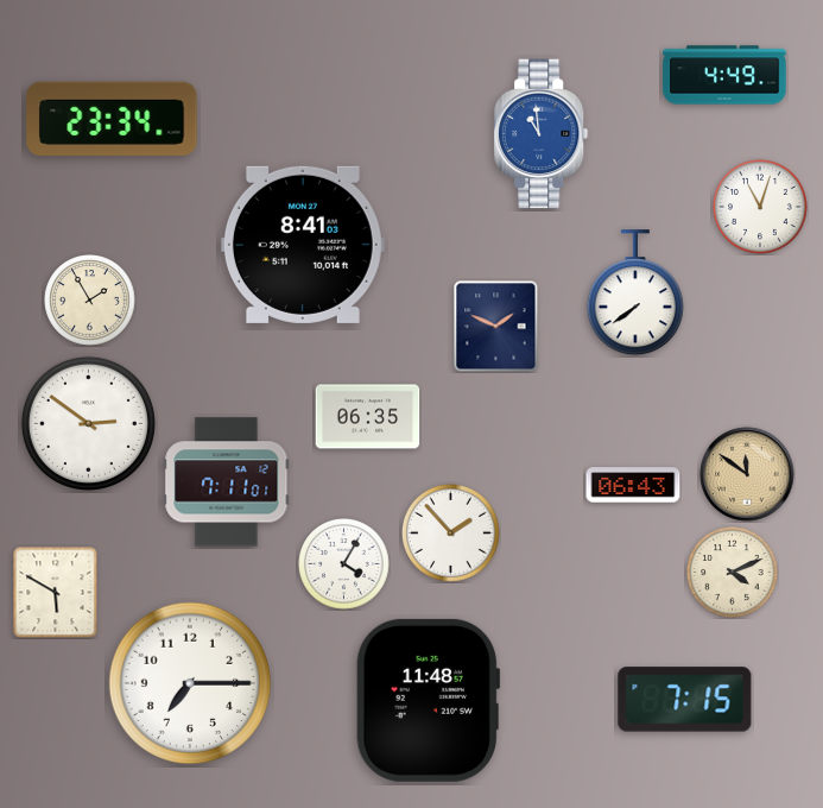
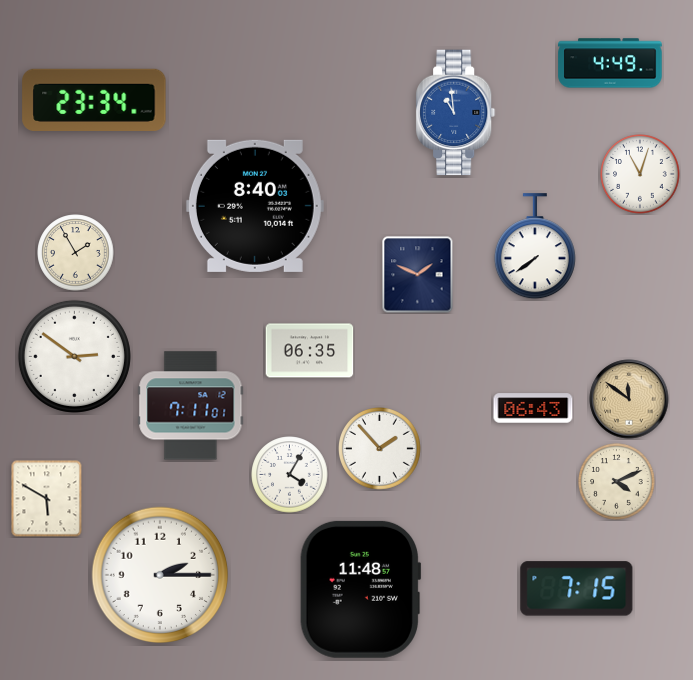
clock at (303, 245): 8:41 -> 8:40
clock at (190, 683): 7:15 -> 2:15
